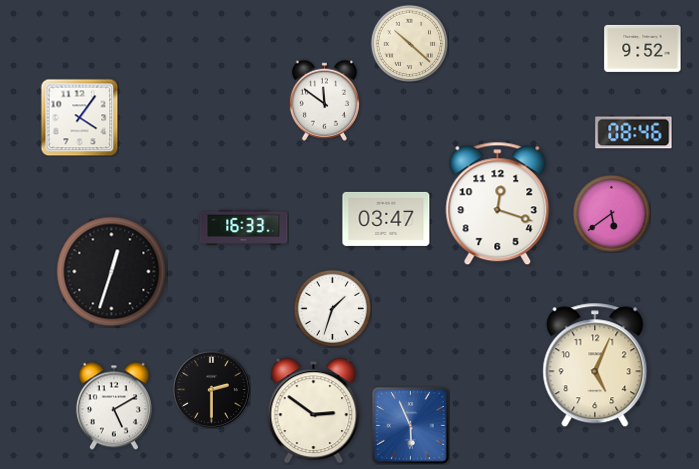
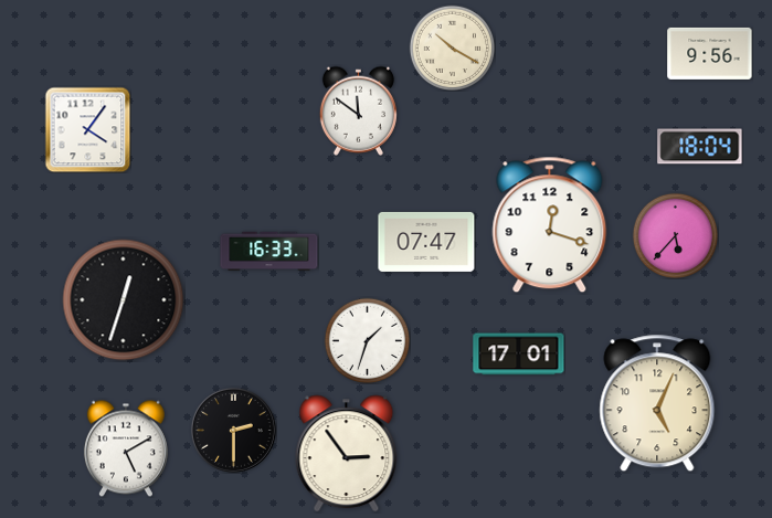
clock at (409, 43): 10:22 -> 10:20
clock at (643, 48): 9:52 -> 9:56
clock at (634, 133): 08:46 -> 18:04
clock at (611, 213): 5:39 -> 5:37
clock at (386, 219): 03:47 -> 07:47
clock at (519, 355): none -> 17:01
clock at (314, 411): 2:51 -> 2:54
clock at (411, 426): 5:56 -> none
